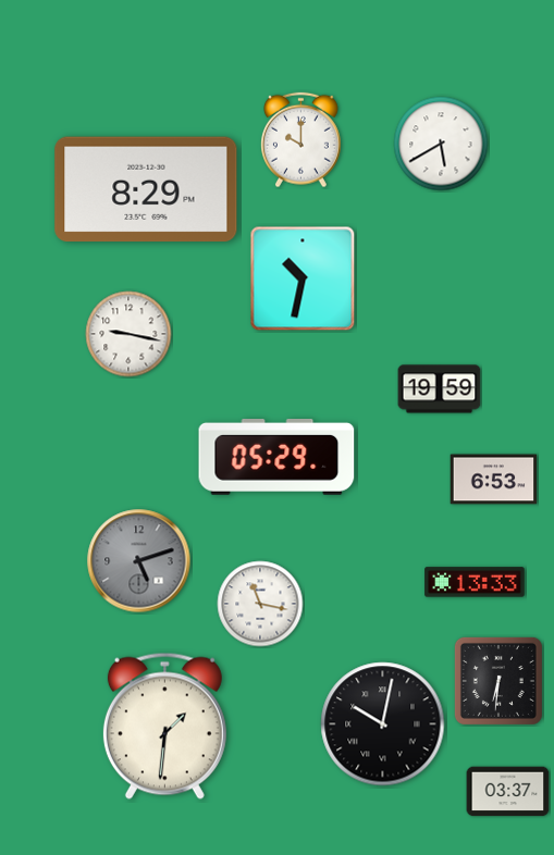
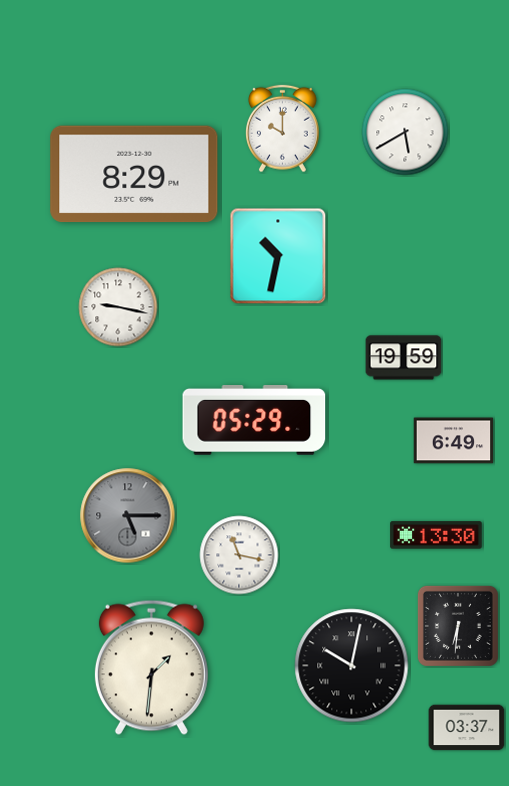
clock at (301, 140) position: (301, 140) -> (283, 129)
clock at (494, 480): 6:53 -> 6:49
clock at (139, 561): 5:12 -> 5:15
clock at (475, 582): 13:33 -> 13:30
